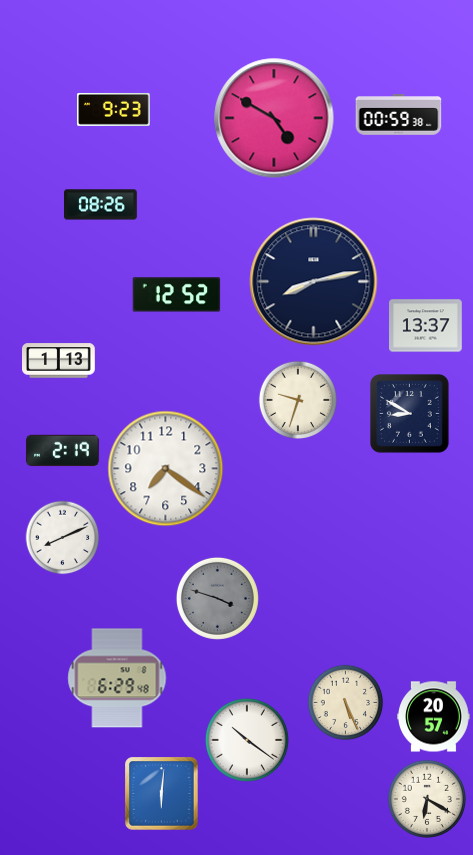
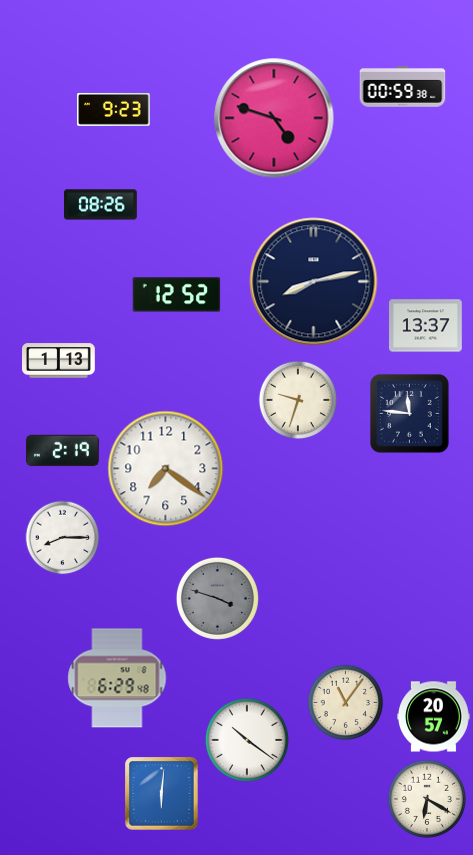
clock at (399, 115) position: (399, 115) -> (403, 87)
clock at (274, 118): 4:50 -> 4:48
clock at (410, 414): 8:50 -> 11:46
clock at (63, 538): 8:11 -> 8:15
clock at (346, 703): 5:26 -> 11:06
